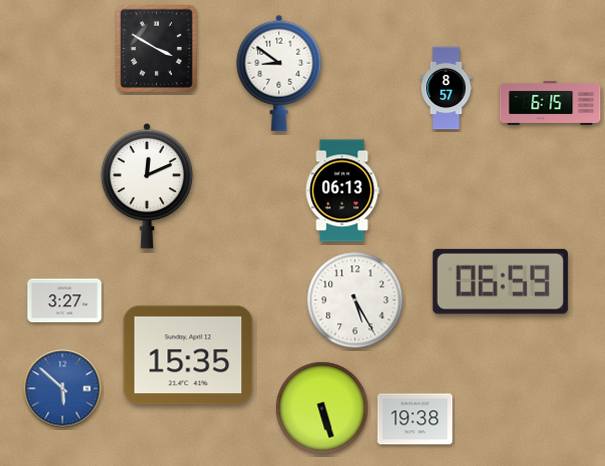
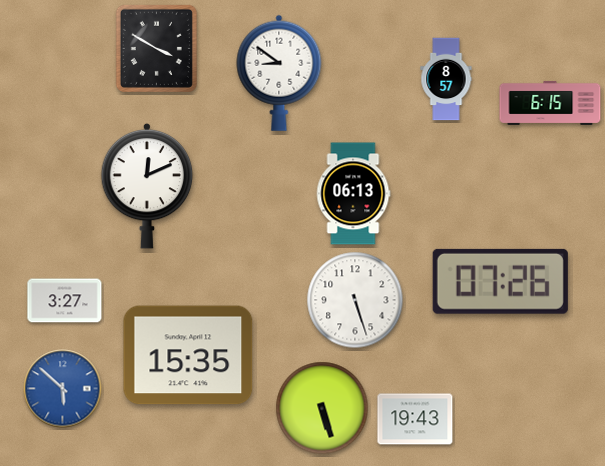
clock at (446, 88) position: (446, 88) -> (446, 79)
clock at (342, 191) position: (342, 191) -> (353, 194)
clock at (500, 281): 06:59 -> 07:26
clock at (355, 300): 5:25 -> 5:27
clock at (415, 419): 19:38 -> 19:43
